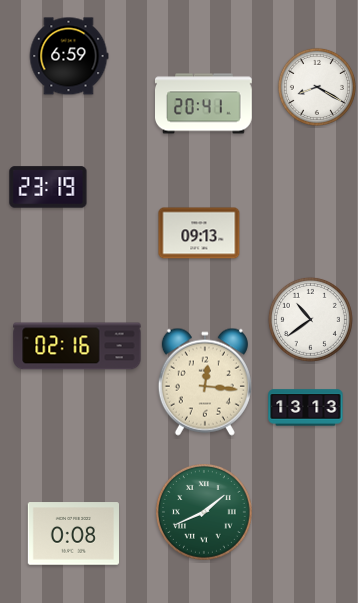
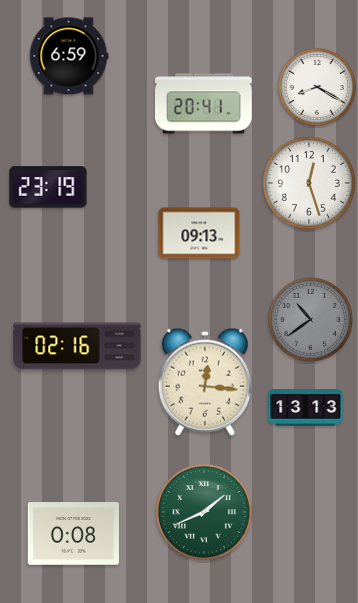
clock at (309, 183): none -> 12:27
clock at (310, 319) dial: white -> grey
